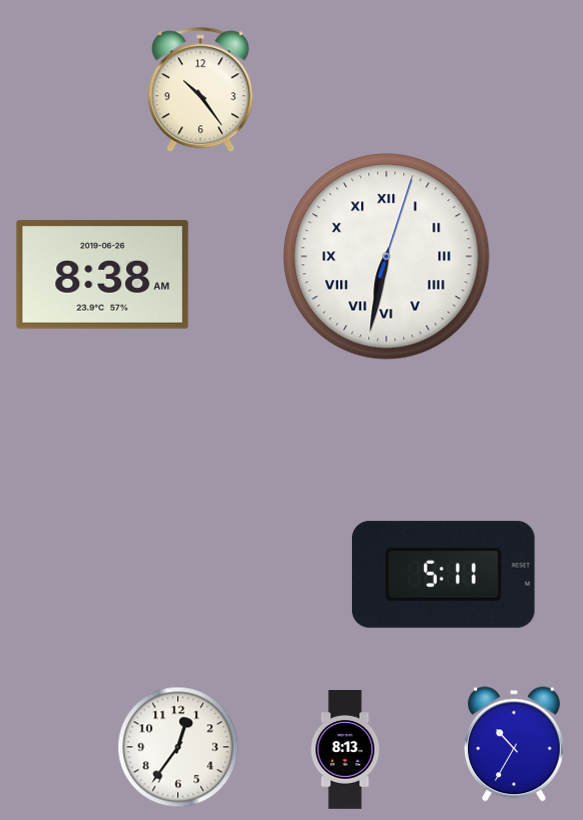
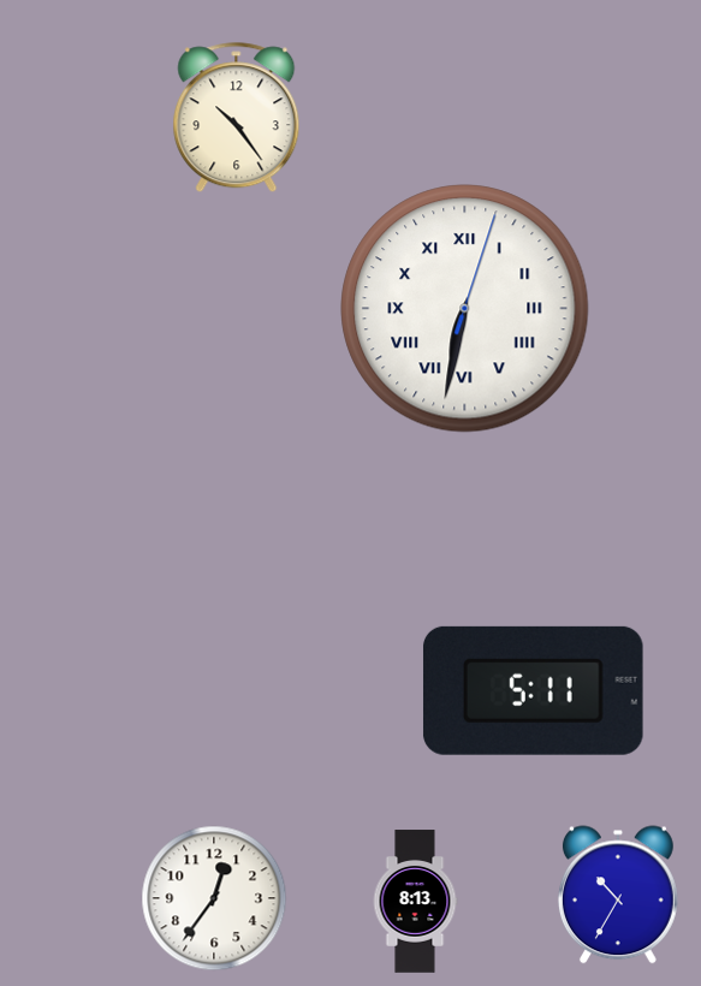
clock at (201, 90) position: (201, 90) -> (237, 118)
clock at (103, 275): 8:38 -> none
